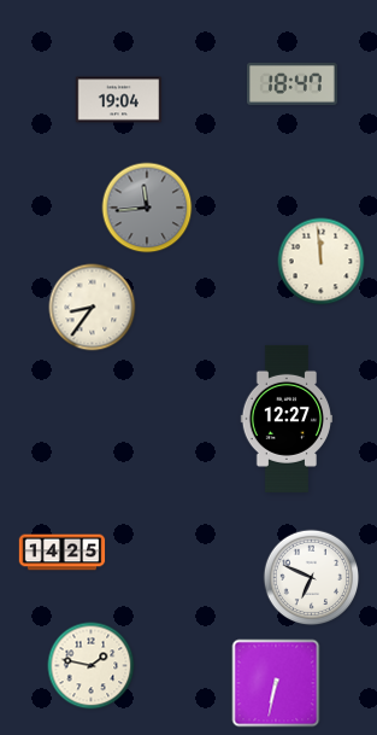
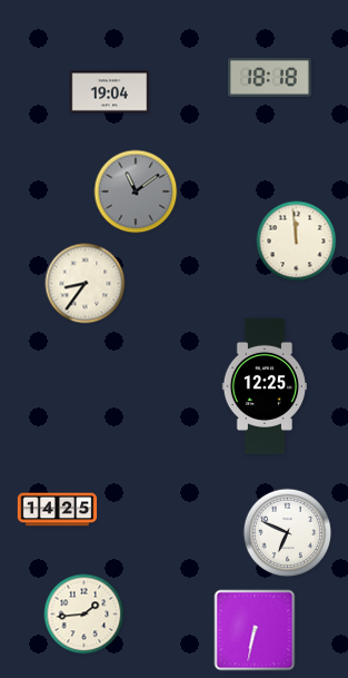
clock at (293, 83): 18:47 -> 18:18
clock at (147, 208): 11:44 -> 11:09
clock at (287, 419): 12:27 -> 12:25
clock at (92, 666): 1:47 -> 1:44
